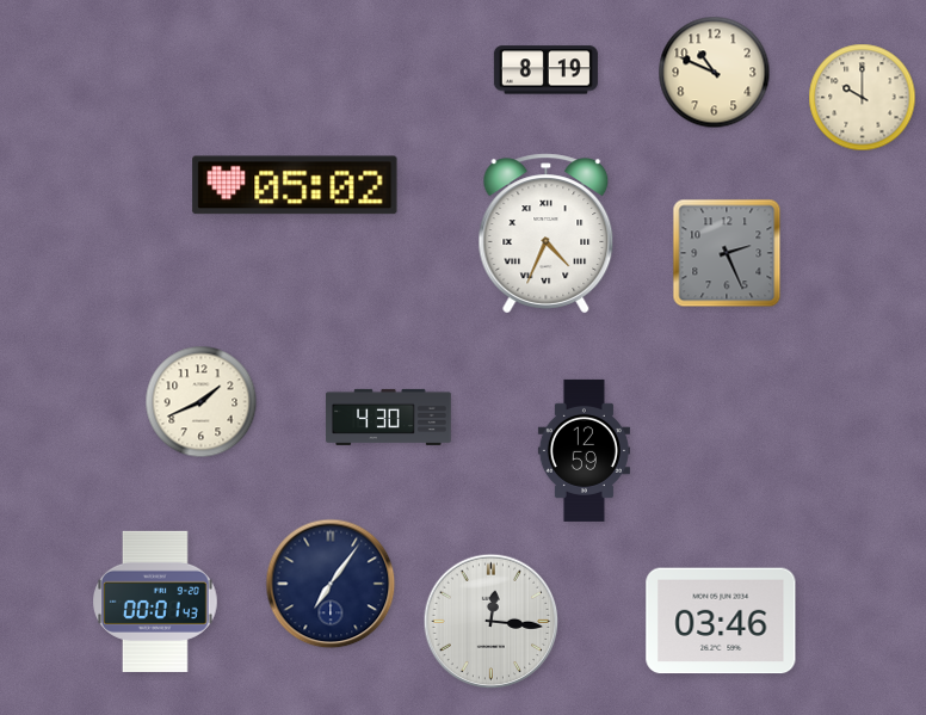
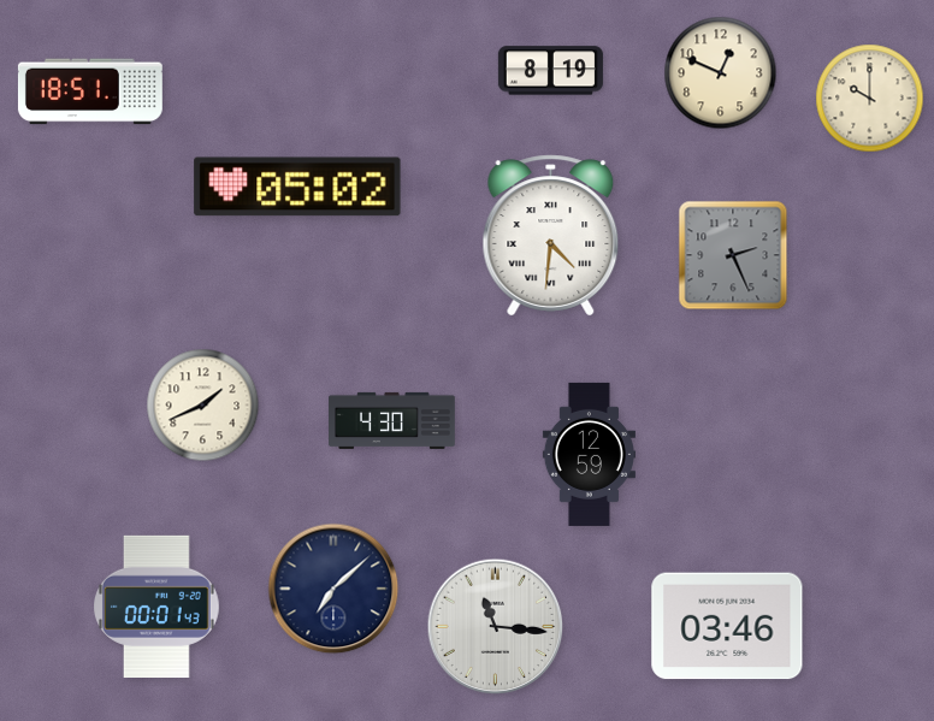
clock at (715, 73): 10:49 -> 12:49
clock at (90, 91): none -> 18:51
clock at (547, 234): 4:34 -> 4:31
clock at (331, 584): 7:06 -> 7:08
clock at (492, 622): 12:16 -> 11:16
